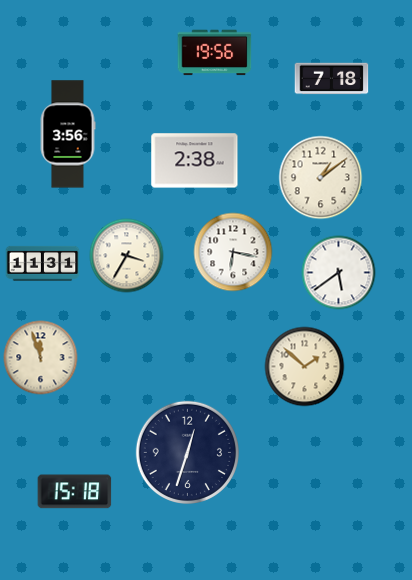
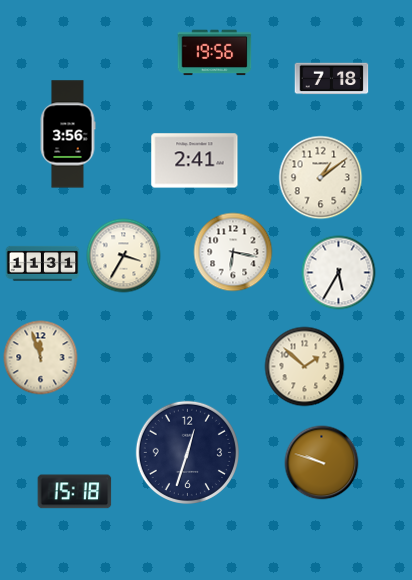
clock at (195, 161): 2:38 -> 2:41
clock at (127, 256) position: (127, 256) -> (124, 256)
clock at (339, 273): 5:39 -> 5:35
clock at (322, 463): none -> 9:48
